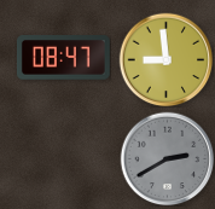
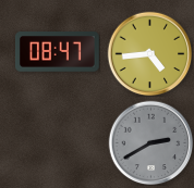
clock at (165, 59): 8:59 -> 4:44
